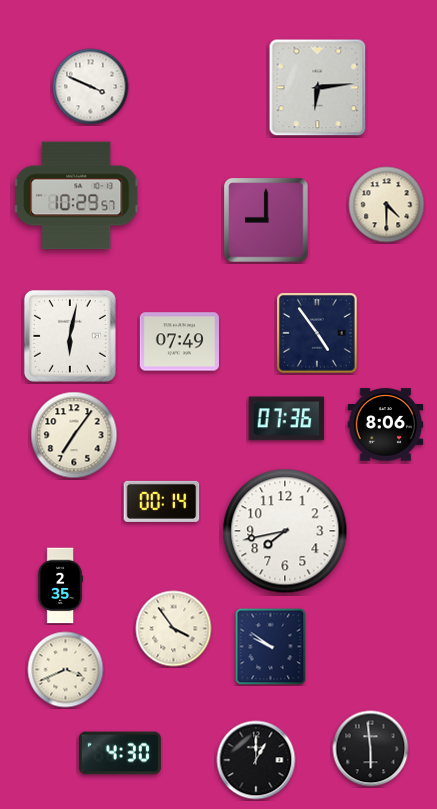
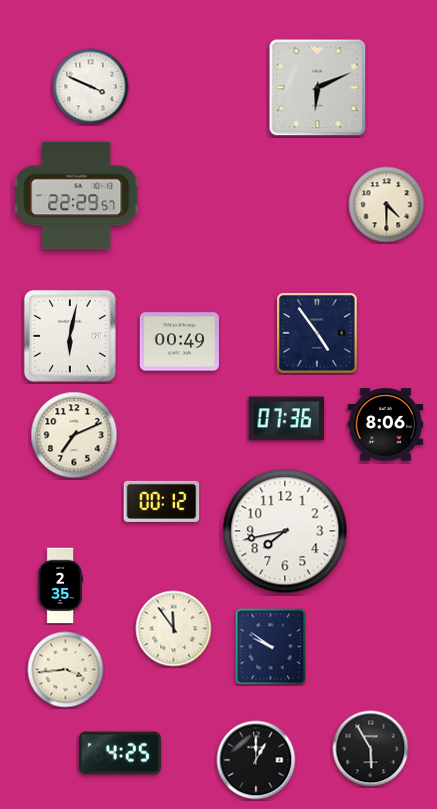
clock at (318, 88): 6:14 -> 6:11
clock at (77, 196): 10:29 -> 22:29
clock at (266, 220): 9:00 -> none
clock at (179, 342): 07:49 -> 00:49
clock at (74, 435): 7:06 -> 7:11
clock at (162, 501): 00:14 -> 00:12
clock at (174, 629): 3:54 -> 11:54
clock at (66, 670): 3:41 -> 3:44
clock at (371, 749): 5:59 -> 5:55
clock at (120, 753): 4:30 -> 4:25
